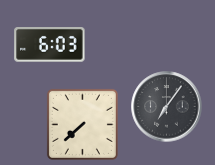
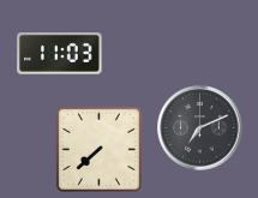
clock at (50, 45): 6:03 -> 11:03
clock at (167, 107): 7:06 -> 7:11
